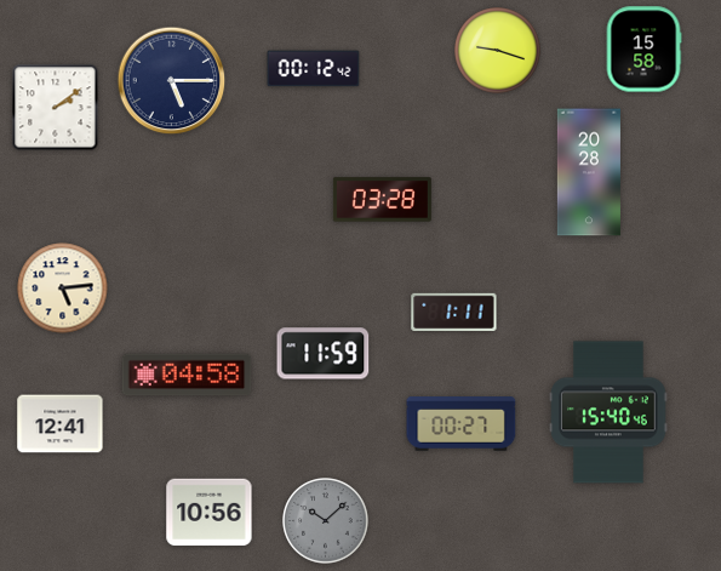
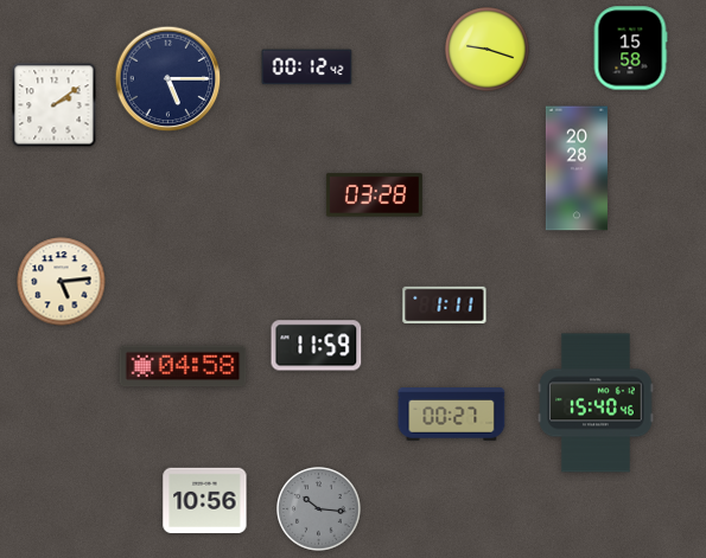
clock at (61, 424): 12:41 -> none
clock at (326, 521): 10:08 -> 10:16
